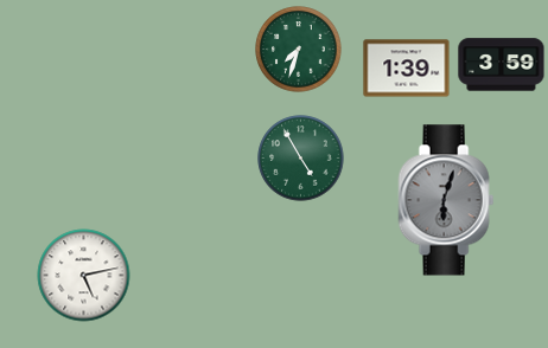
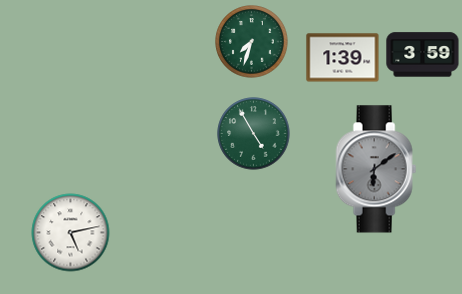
clock at (446, 200): 6:03 -> 6:09
